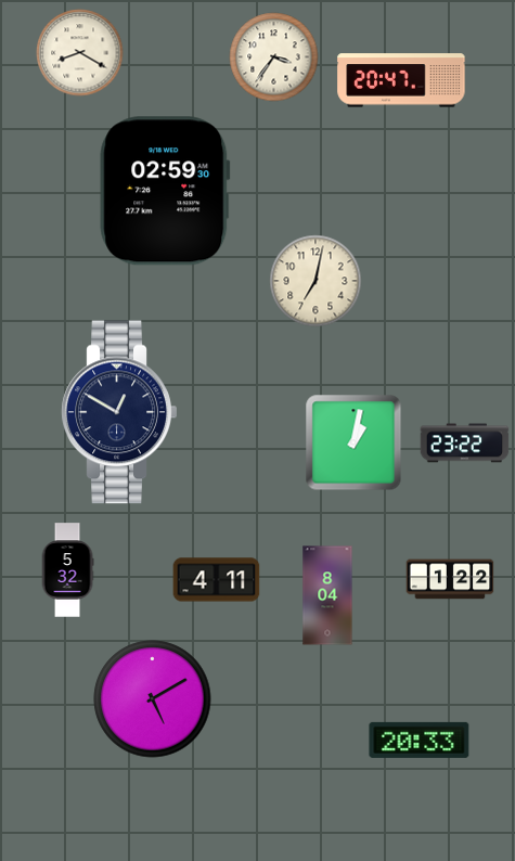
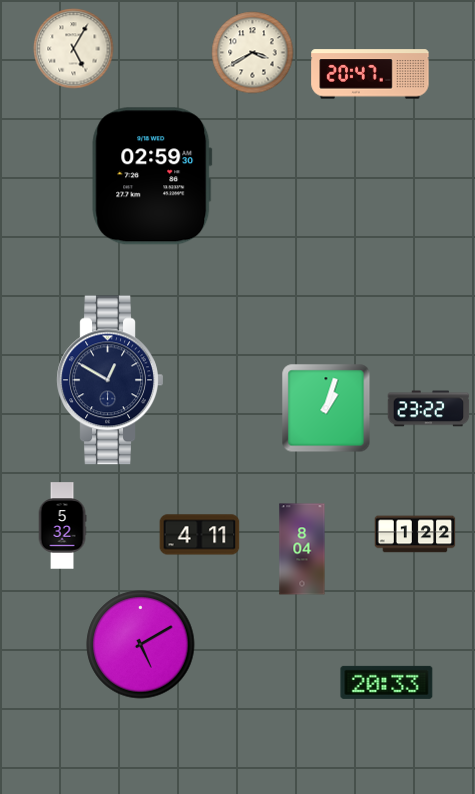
clock at (80, 53): 8:20 -> 5:05
clock at (274, 57): 3:36 -> 3:40
clock at (316, 281): 7:02 -> none
clock at (353, 442): 1:02 -> 1:03
